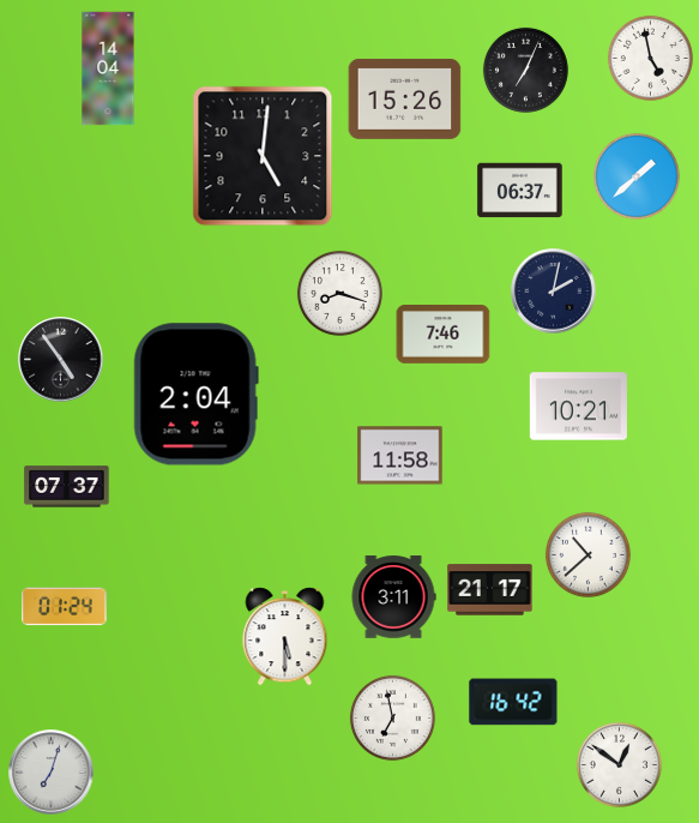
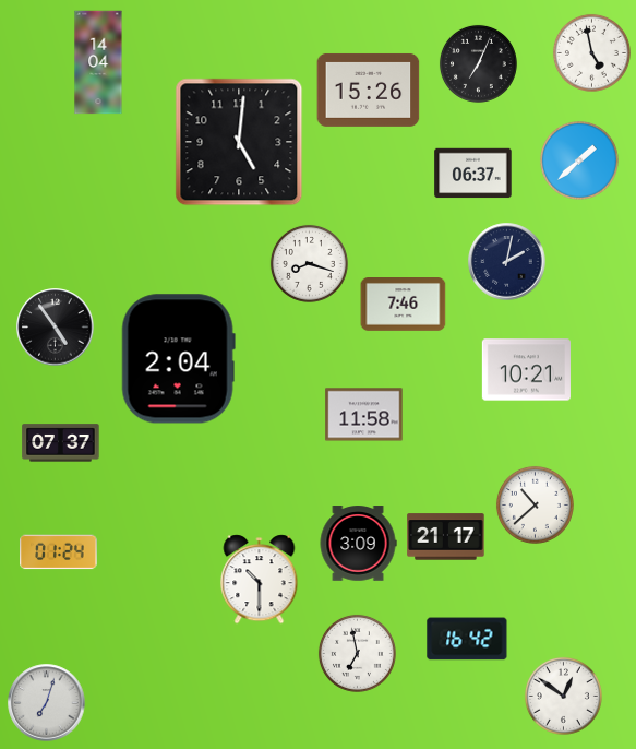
clock at (554, 292) position: (554, 292) -> (507, 262)
clock at (339, 293) position: (339, 293) -> (309, 263)
clock at (393, 597): 3:11 -> 3:09
clock at (285, 637): 5:30 -> 10:30
